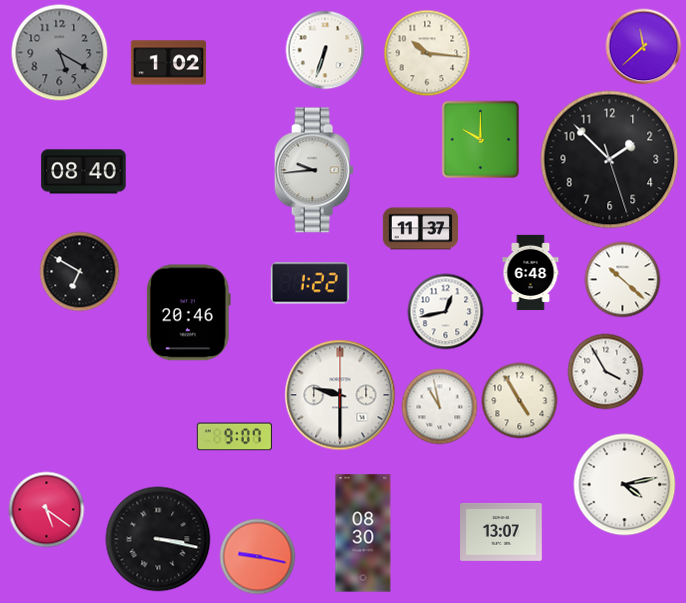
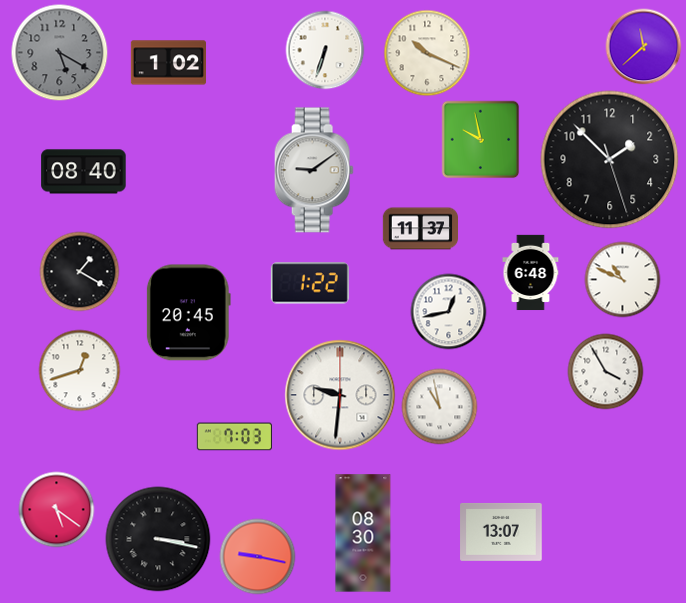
clock at (427, 53): 10:16 -> 10:19
clock at (481, 140): 10:00 -> 9:58
clock at (314, 170): 9:44 -> 9:09
clock at (80, 272): 6:50 -> 1:20
clock at (623, 280): 10:22 -> 10:49
clock at (446, 312) position: (446, 312) -> (449, 312)
clock at (188, 313): 20:46 -> 20:45
clock at (80, 371): none -> 12:42
clock at (340, 395): 9:30 -> 9:31
clock at (520, 401): 4:55 -> none
clock at (234, 437): 9:07 -> 7:03
clock at (625, 485): 4:13 -> none
clock at (47, 510) position: (47, 510) -> (57, 510)
